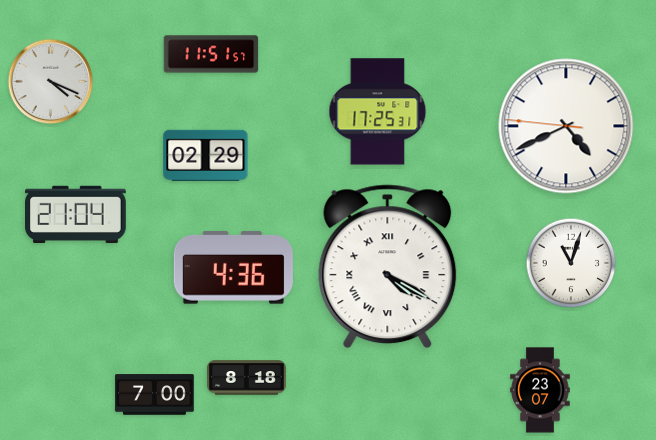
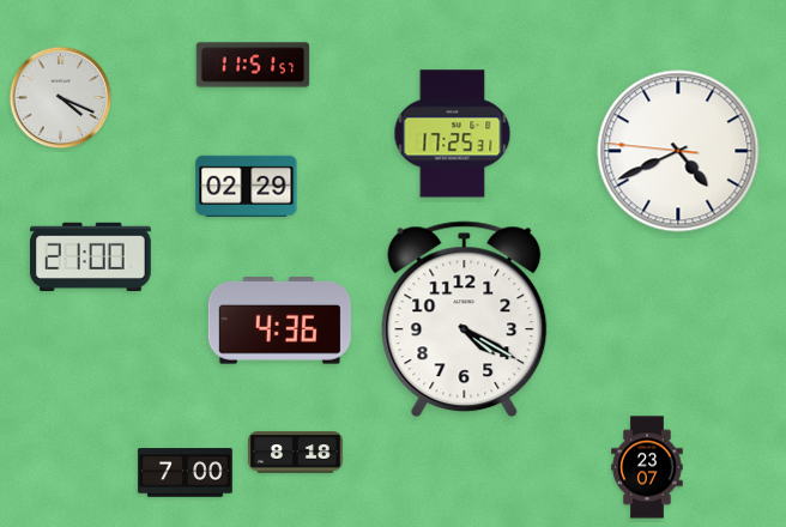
clock at (76, 215): 21:04 -> 21:00
clock at (571, 263): 11:03 -> none
clock at (388, 267) numerals: Roman -> Arabic
